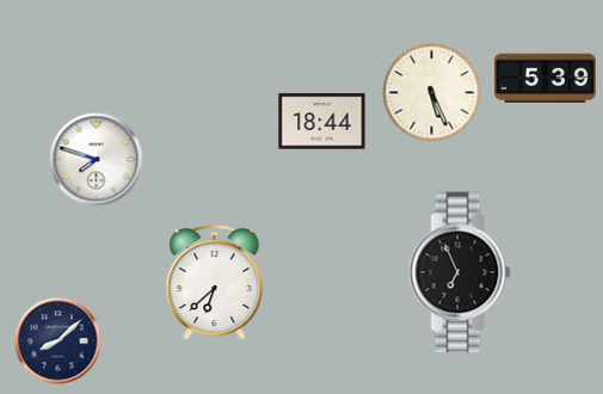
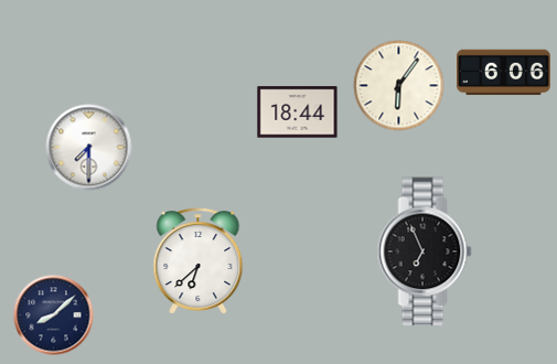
clock at (546, 79): 5:39 -> 6:06
clock at (432, 93): 5:26 -> 6:06
clock at (97, 160): 7:48 -> 7:30
